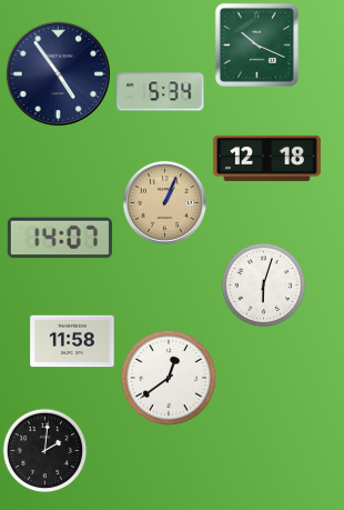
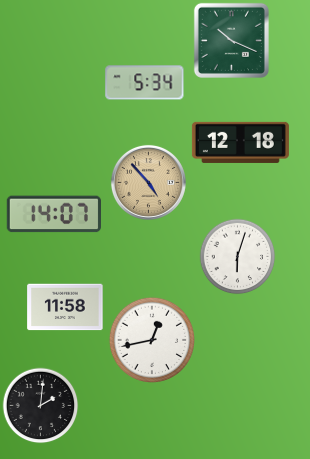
clock at (58, 73): 4:54 -> none
clock at (164, 202): 1:04 -> 4:53
clock at (168, 377): 12:39 -> 12:43
